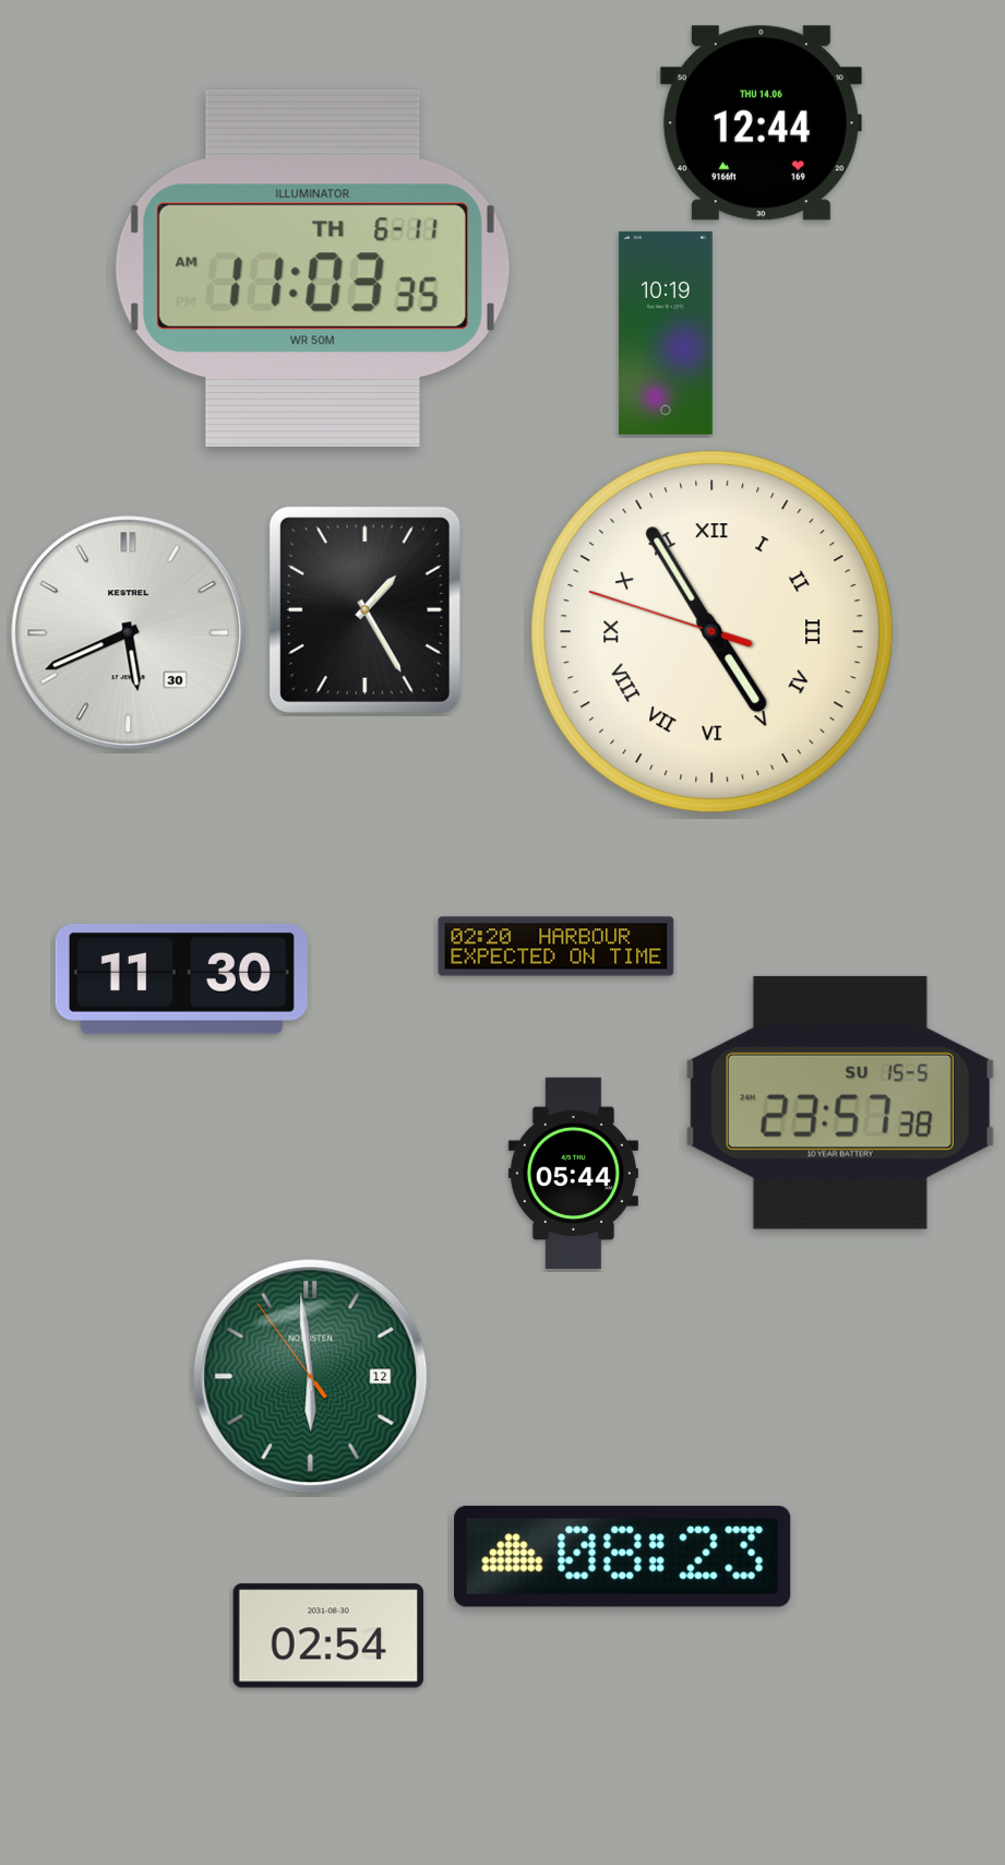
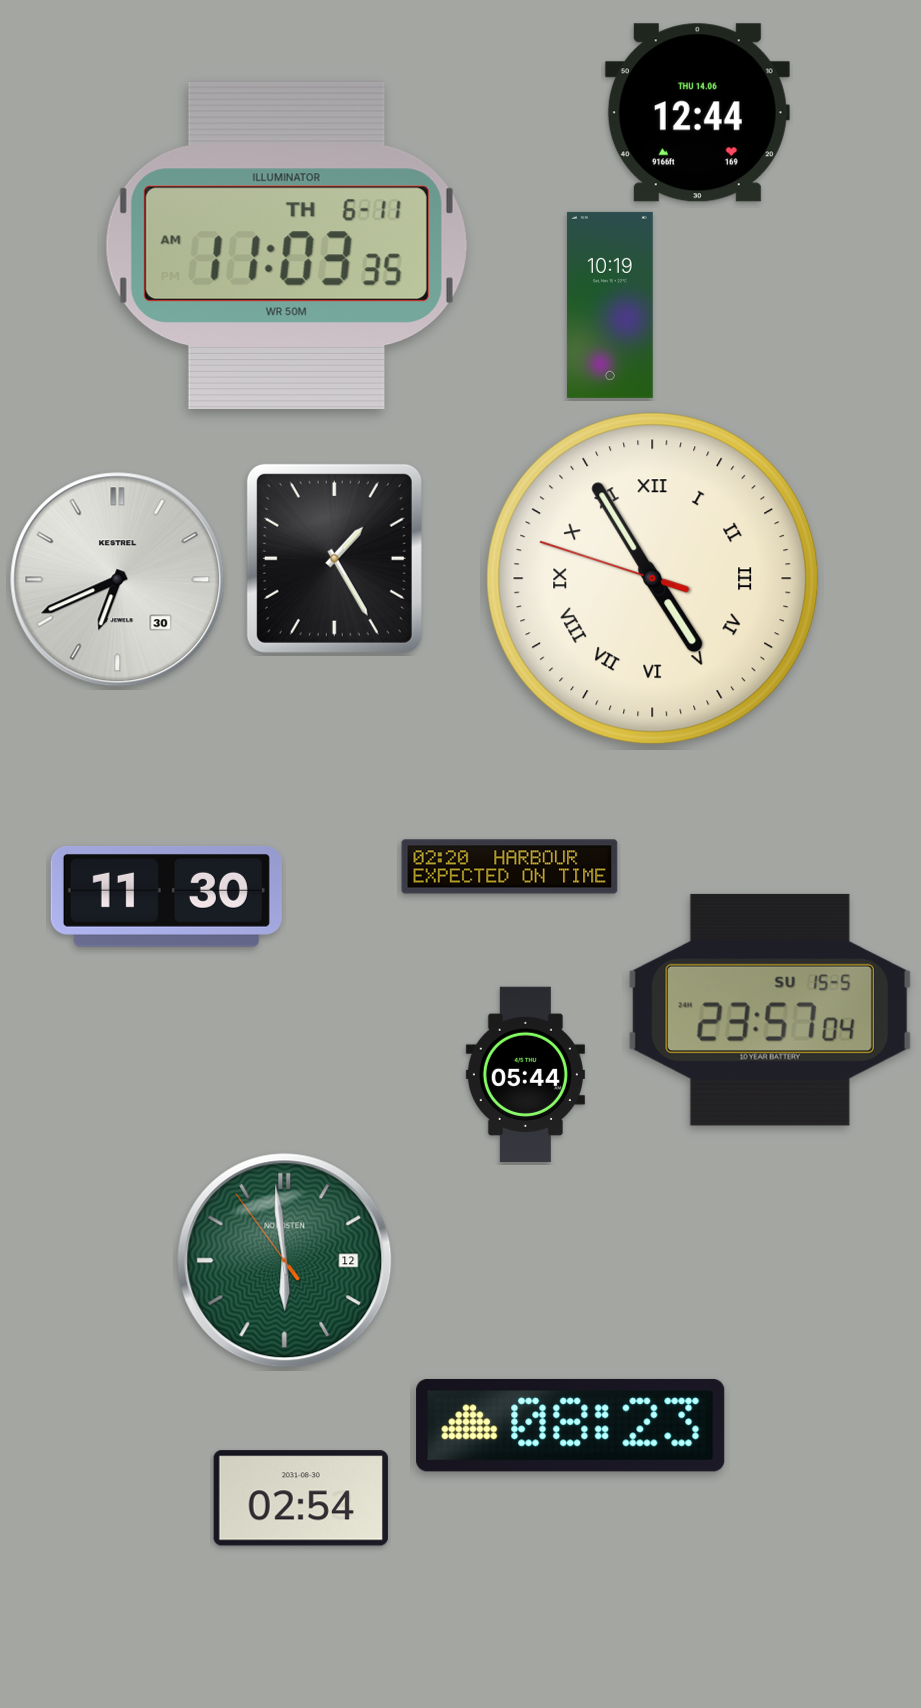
clock at (129, 633): 5:41 -> 6:41
clock at (840, 1103): 23:57:38 -> 23:57:04
